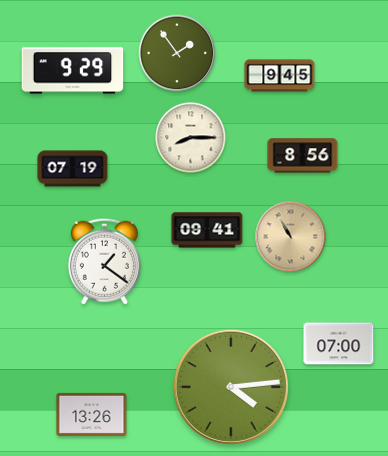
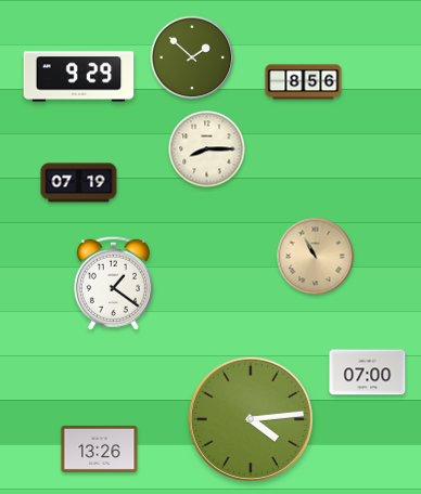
clock at (177, 53): 1:54 -> 1:52
clock at (280, 76): 9:45 -> 8:56
clock at (303, 156): 8:56 -> none
clock at (207, 230): 09:41 -> none
